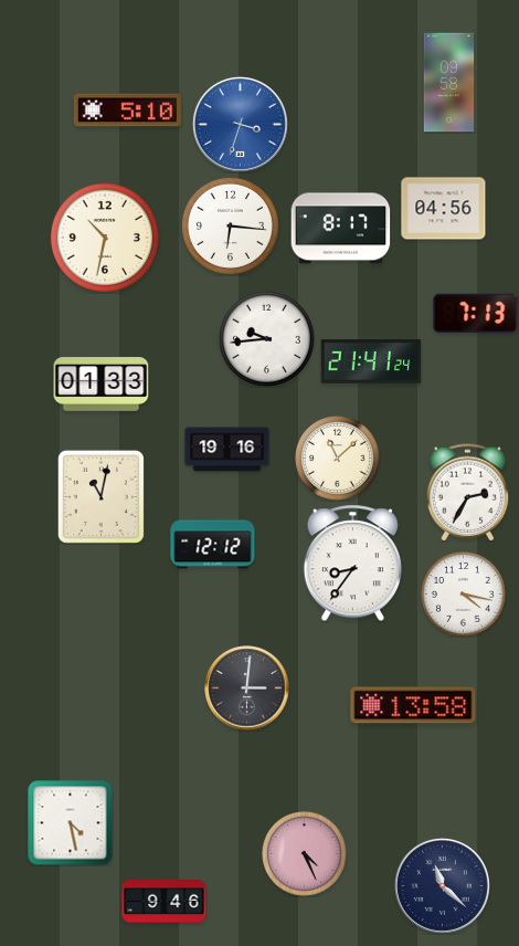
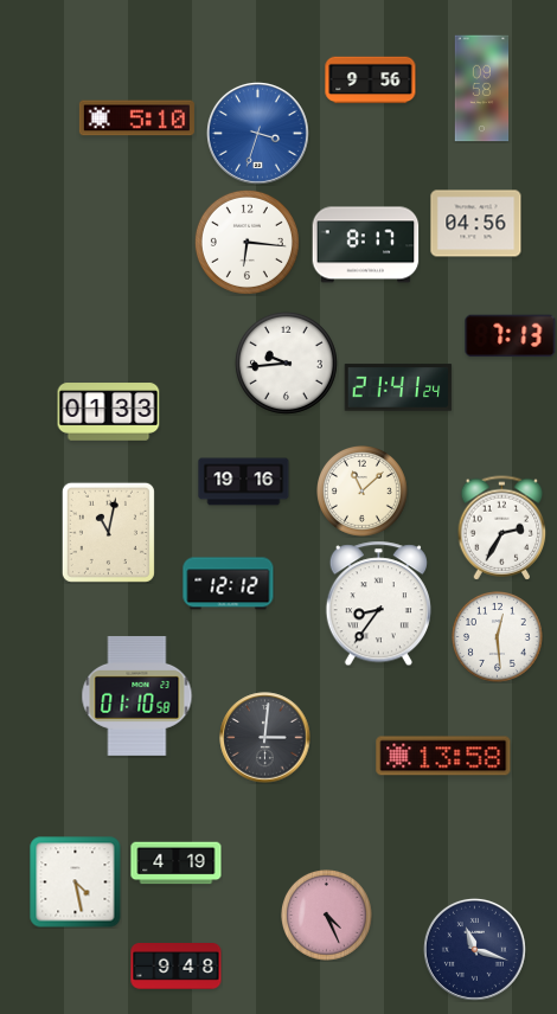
clock at (371, 81): none -> 9:56
clock at (105, 238): 10:32 -> none
clock at (464, 595): 4:17 -> 12:29
clock at (137, 695): none -> 01:10
clock at (177, 864): none -> 4:19
clock at (442, 885): 11:22 -> 11:18
clock at (165, 902): 9:46 -> 9:48
